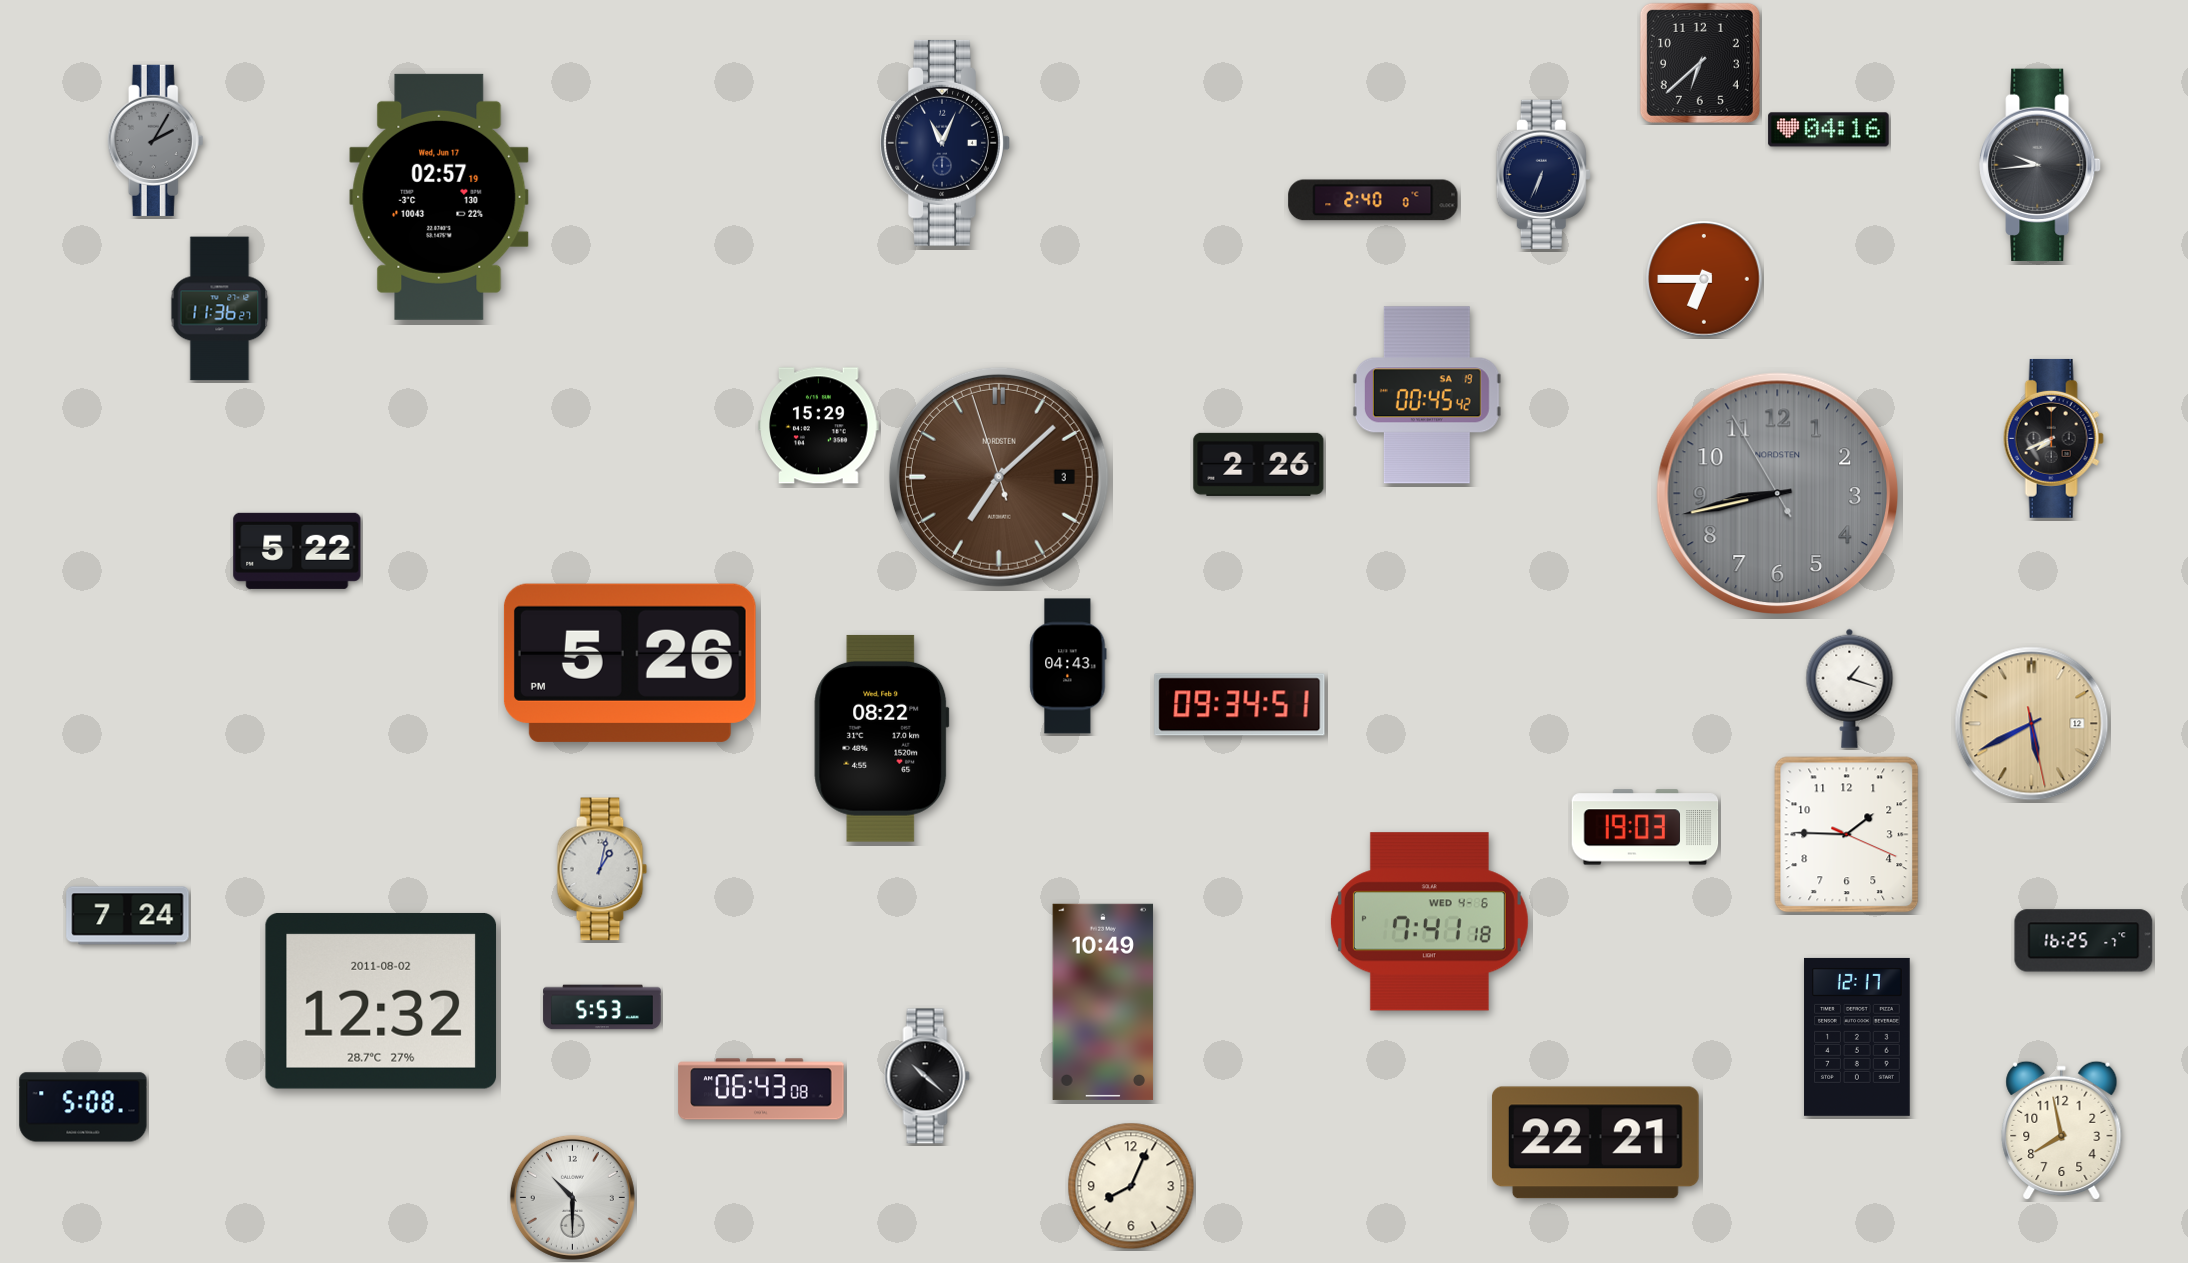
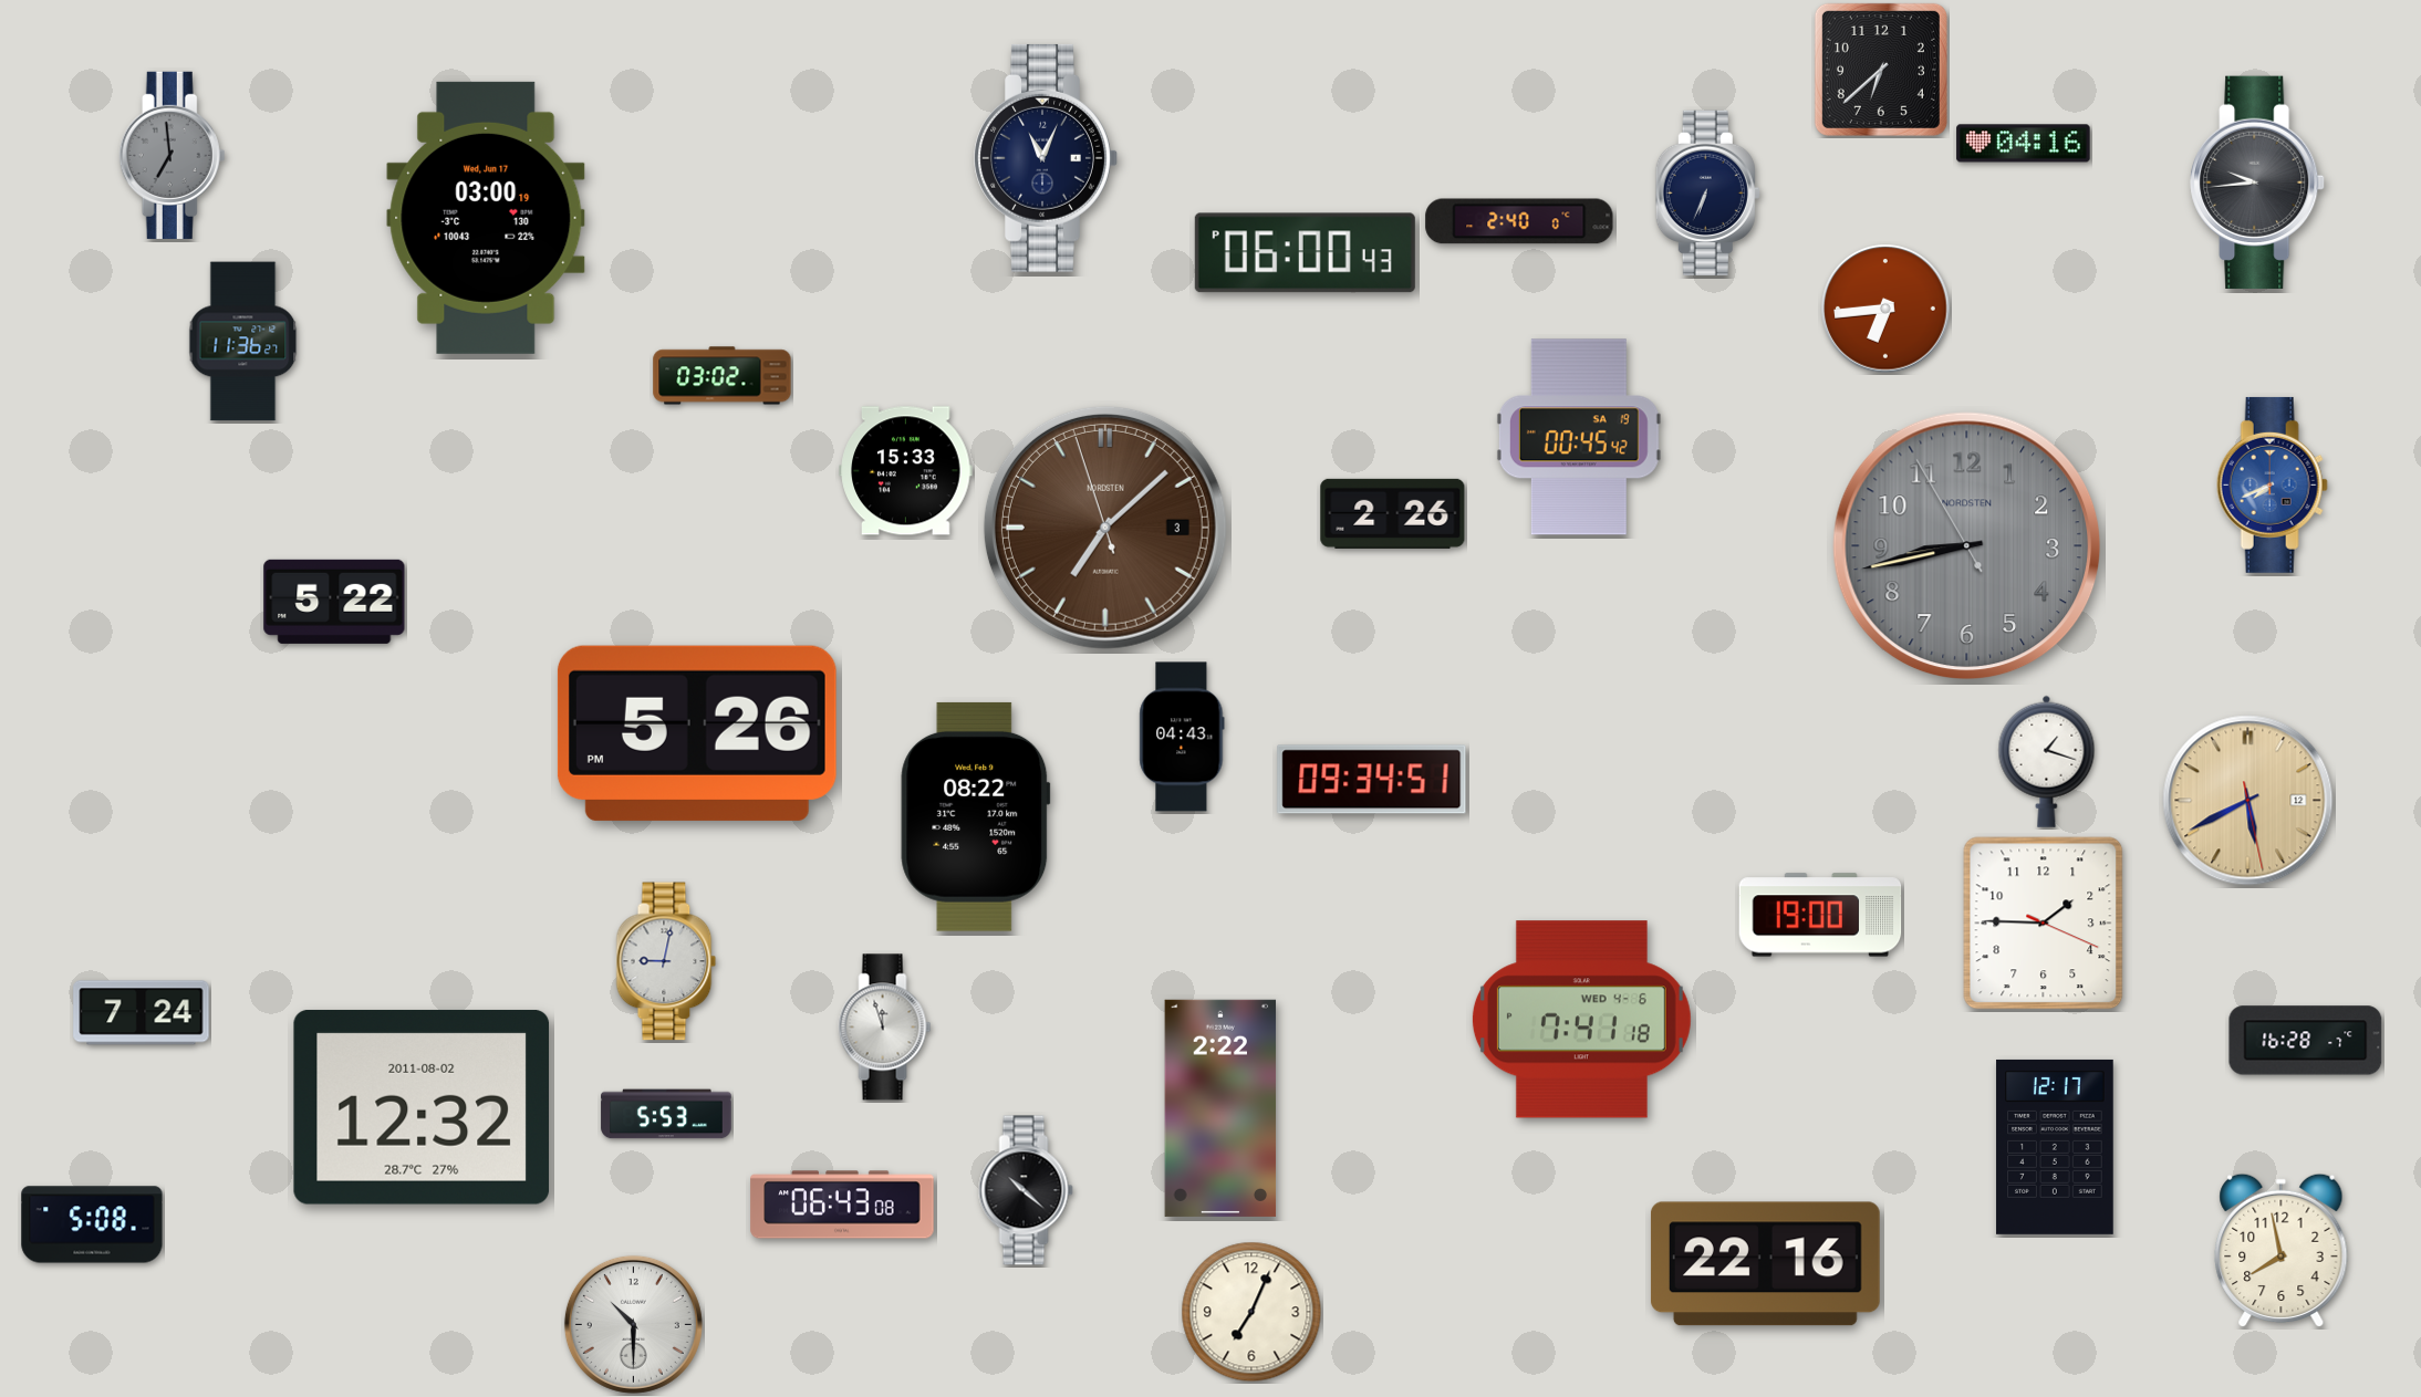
clock at (156, 140): 2:05 -> 6:59
clock at (439, 197): 02:57 -> 03:00
clock at (1305, 253): none -> 06:00
clock at (1704, 279): 6:45 -> 6:44
clock at (723, 376): none -> 03:02
clock at (819, 426): 15:29 -> 15:33
clock at (2053, 438) dial: black -> blue
clock at (297, 551) position: (297, 551) -> (334, 602)
clock at (1645, 827): 19:03 -> 19:00
clock at (602, 869): 1:02 -> 9:02
clock at (885, 1028): none -> 11:57
clock at (2084, 941): 16:25 -> 16:28
clock at (1103, 1002): 10:49 -> 2:22
clock at (1595, 1143): 22:21 -> 22:16
clock at (1131, 1186): 8:04 -> 7:04
